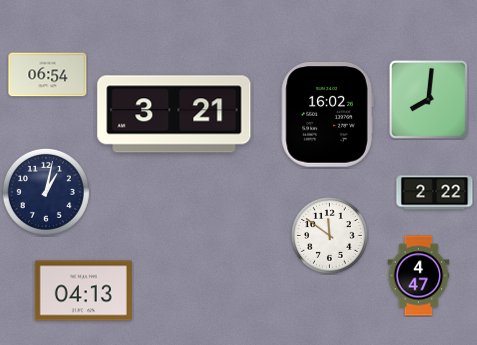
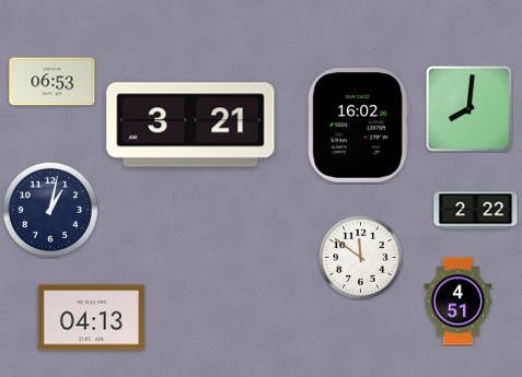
clock at (48, 75): 06:54 -> 06:53
clock at (419, 276): 4:47 -> 4:51
